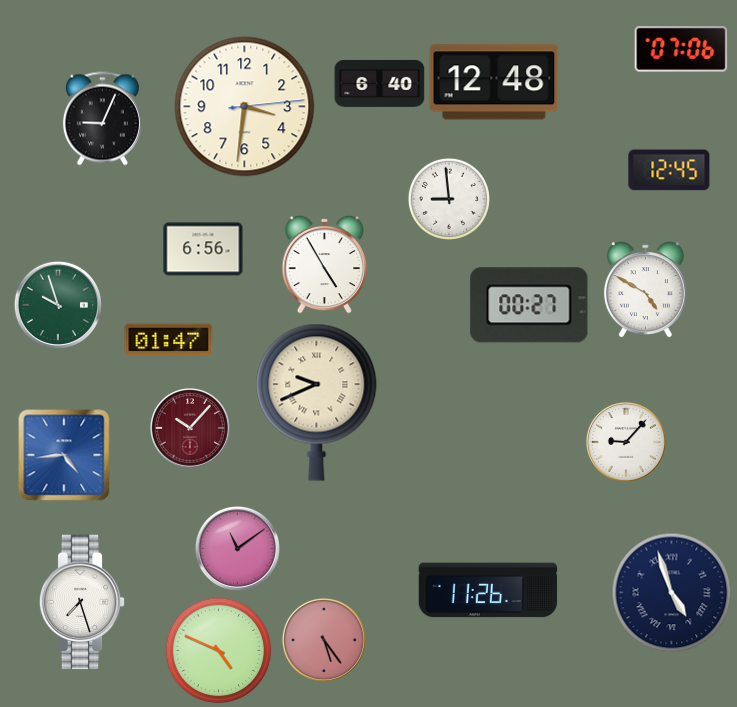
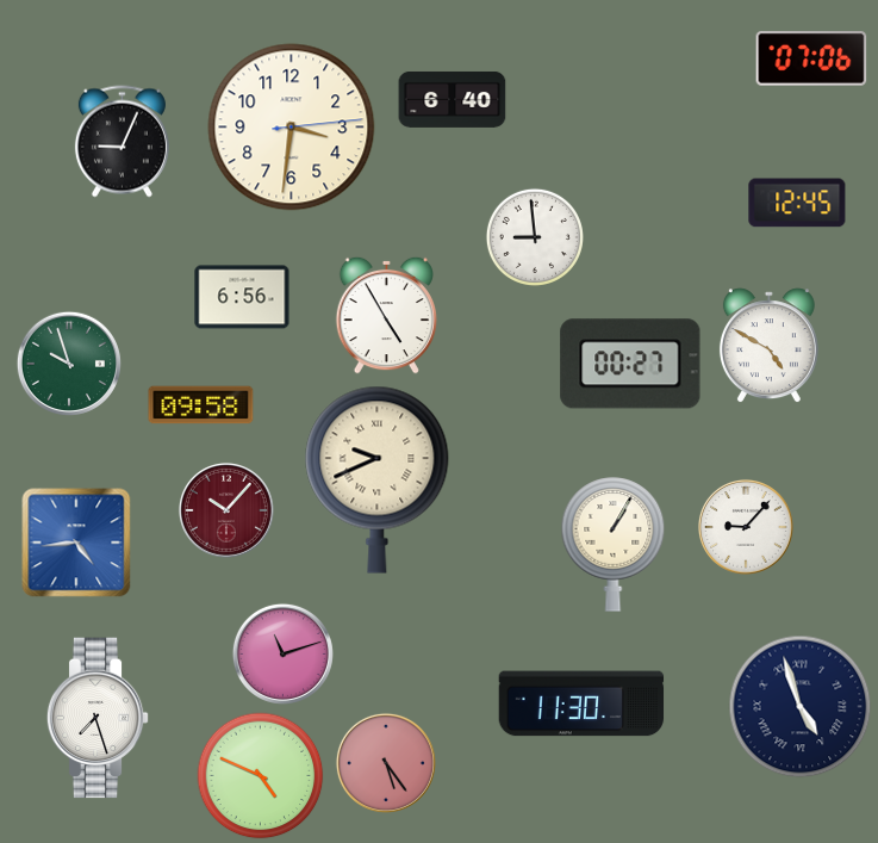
clock at (494, 82): 12:48 -> none
clock at (169, 340): 01:47 -> 09:58
clock at (614, 545): none -> 1:05
clock at (237, 548): 11:09 -> 11:12
clock at (488, 590): 11:26 -> 11:30
